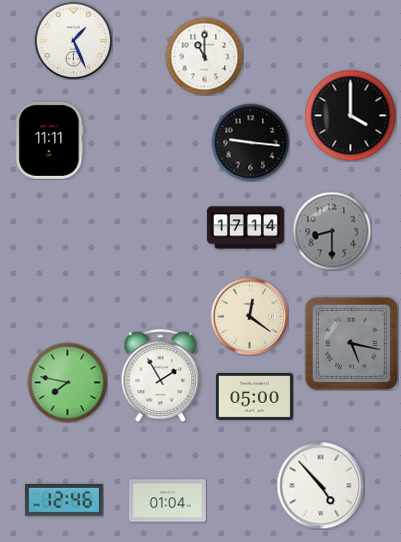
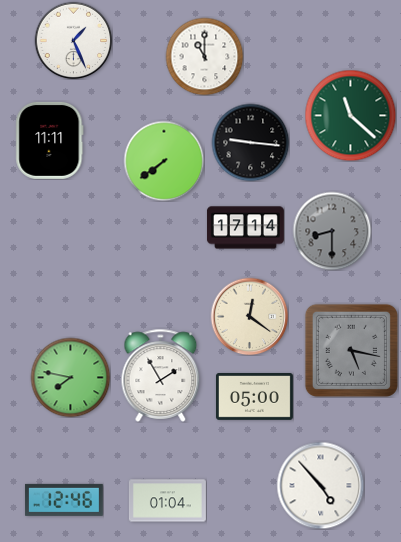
clock at (350, 115): 4:00 -> 11:22
clock at (350, 115) dial: black -> green
clock at (164, 161): none -> 7:39
clock at (351, 343) position: (351, 343) -> (351, 350)
clock at (67, 382) position: (67, 382) -> (70, 377)
